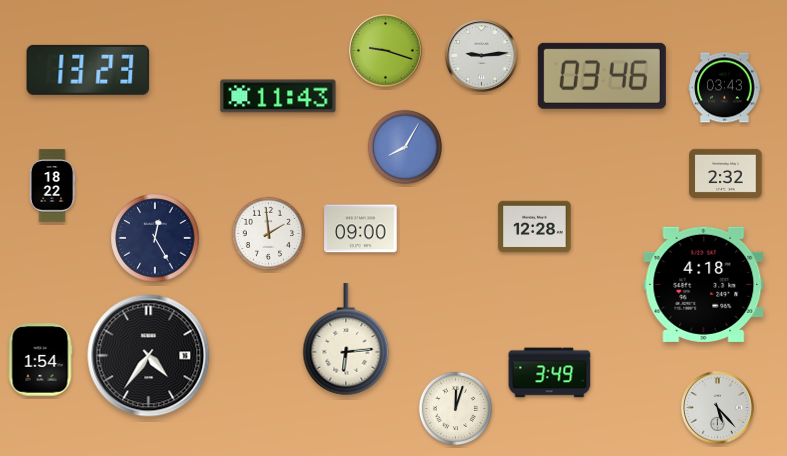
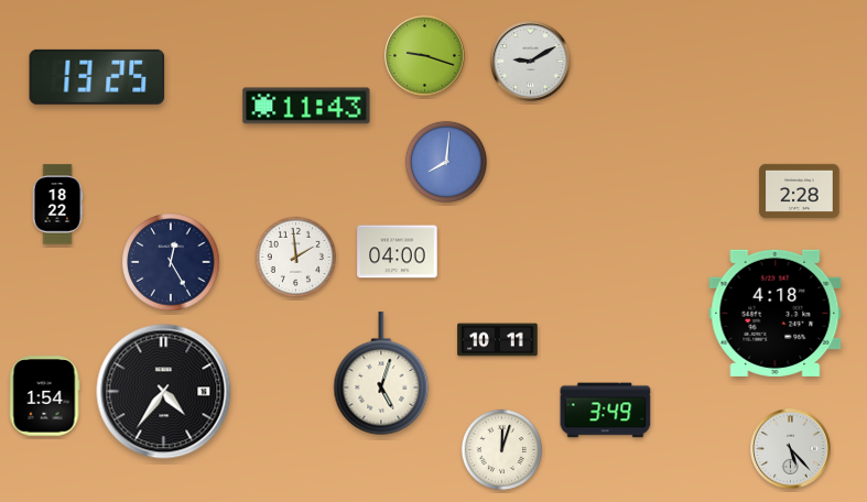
clock at (482, 56): 9:14 -> 9:10
clock at (88, 70): 13:23 -> 13:25
clock at (602, 76): 03:46 -> none
clock at (725, 88): 03:43 -> none
clock at (405, 147): 8:05 -> 8:01
clock at (726, 173): 2:32 -> 2:28
clock at (535, 227): 12:28 -> none
clock at (361, 229): 09:00 -> 04:00
clock at (498, 340): none -> 10:11
clock at (346, 340): 6:14 -> 5:03
